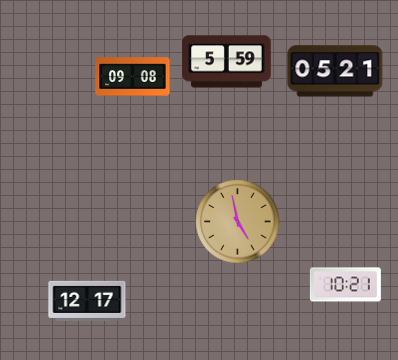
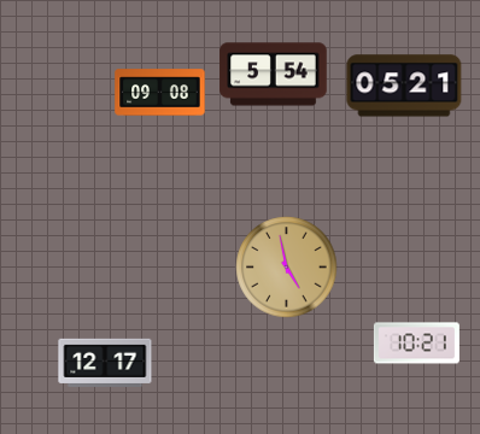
clock at (227, 62): 5:59 -> 5:54
